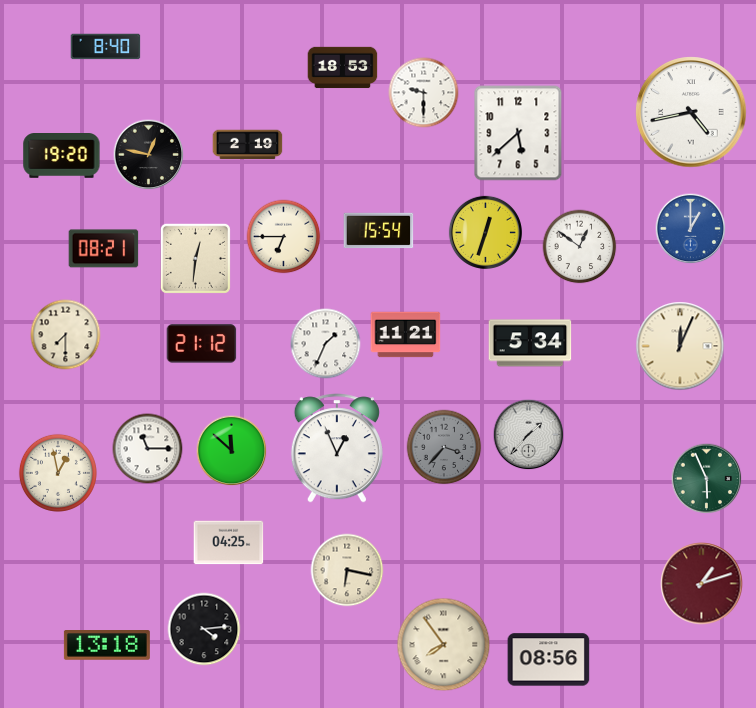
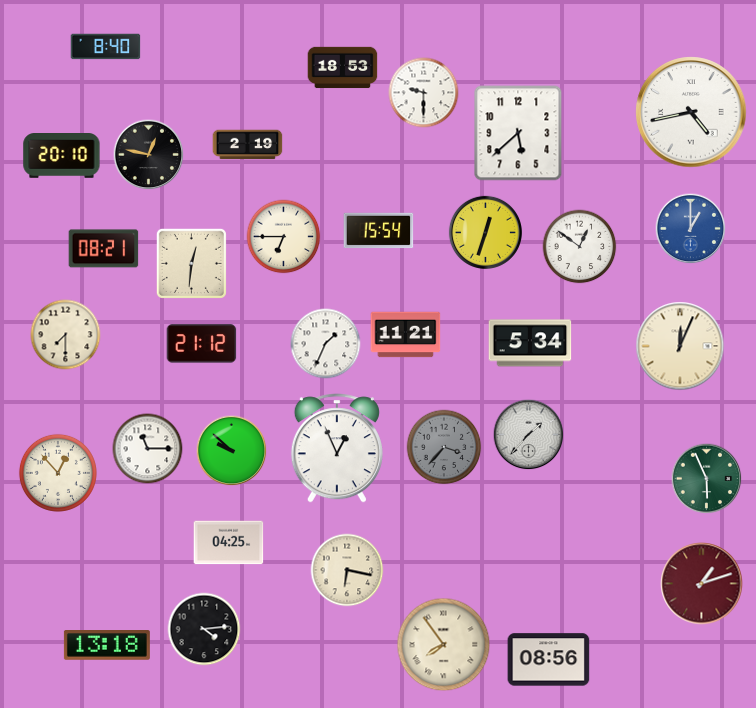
clock at (62, 156): 19:20 -> 20:10
clock at (195, 258) position: (195, 258) -> (191, 263)
clock at (232, 451): 11:52 -> 9:52
clock at (58, 473): 12:58 -> 12:53
